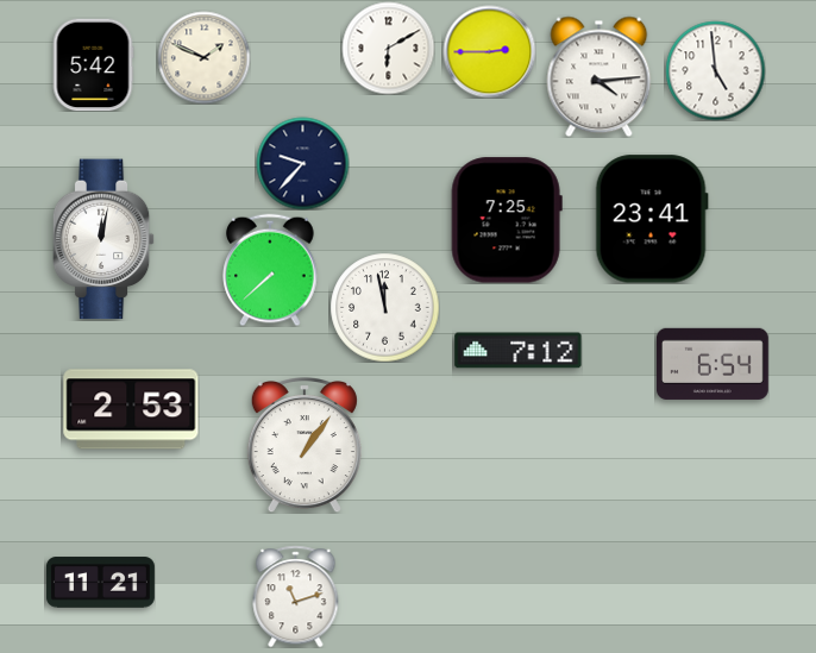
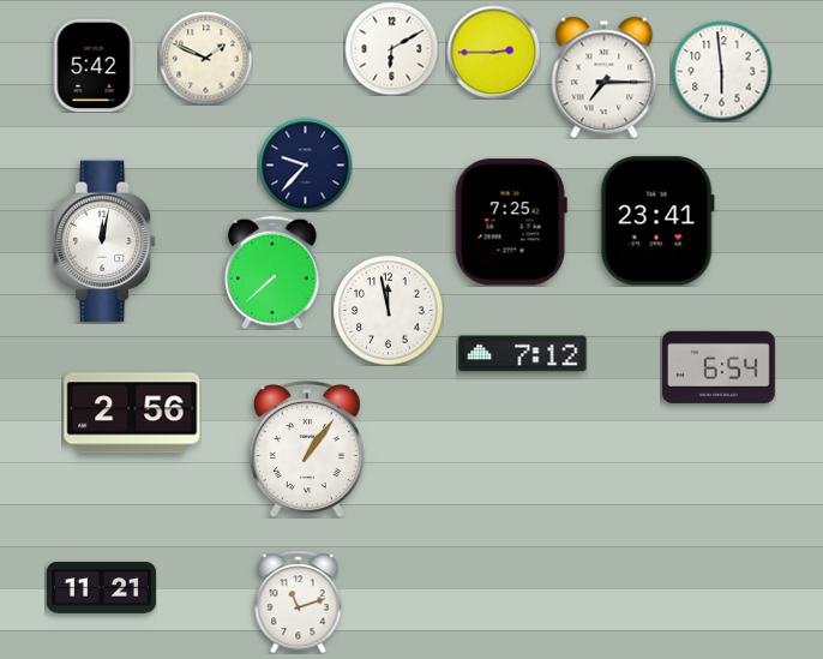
clock at (715, 70): 4:59 -> 5:59
clock at (600, 76): 4:14 -> 7:15
clock at (131, 409): 2:53 -> 2:56
